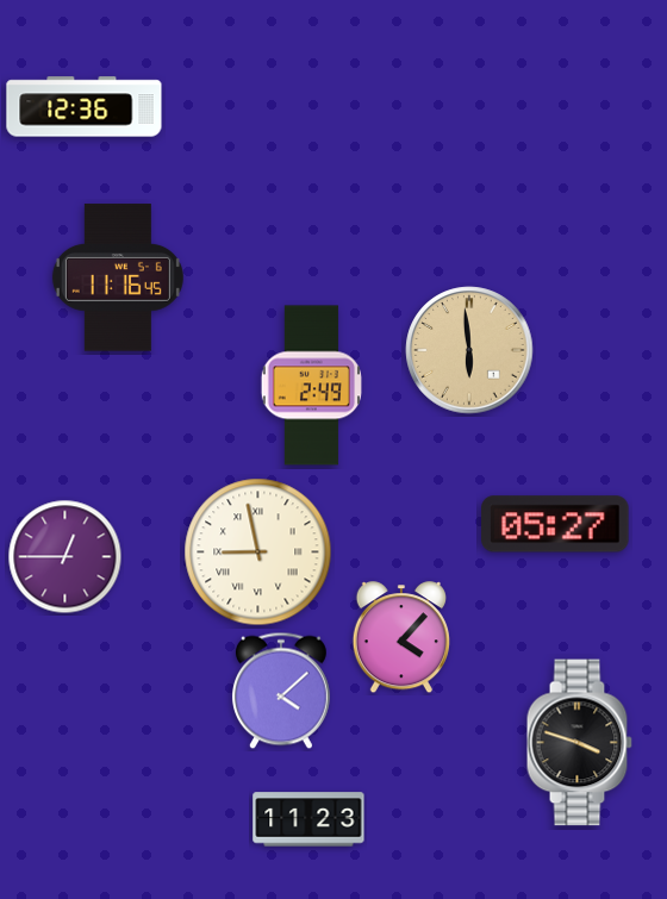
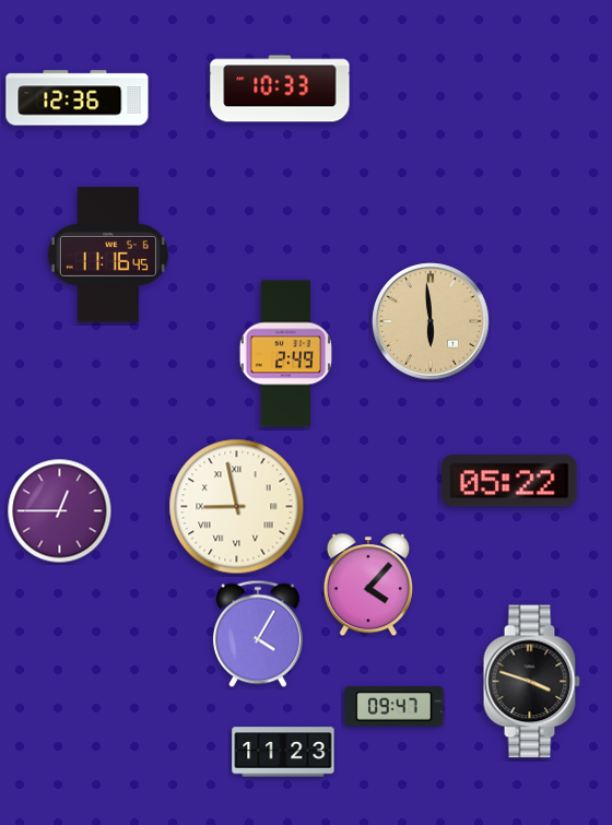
clock at (280, 89): none -> 10:33
clock at (555, 524): 05:27 -> 05:22
clock at (281, 691): 4:08 -> 4:05
clock at (395, 707): none -> 09:47
